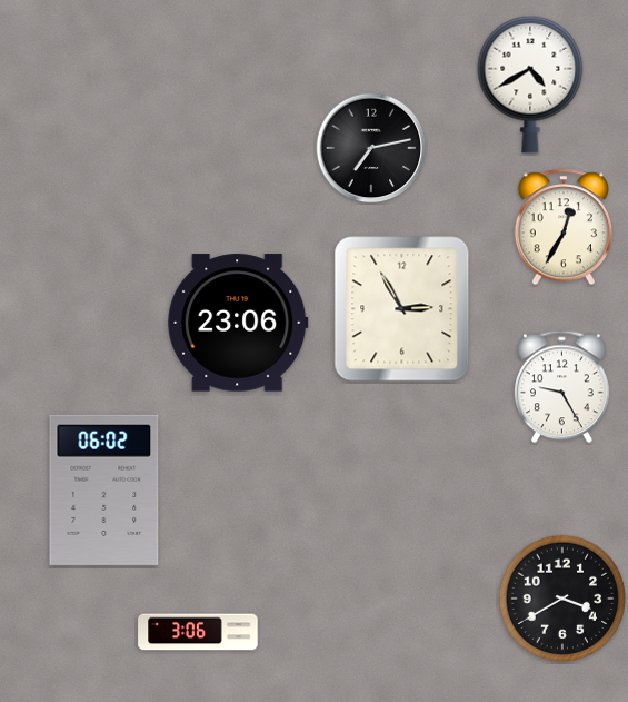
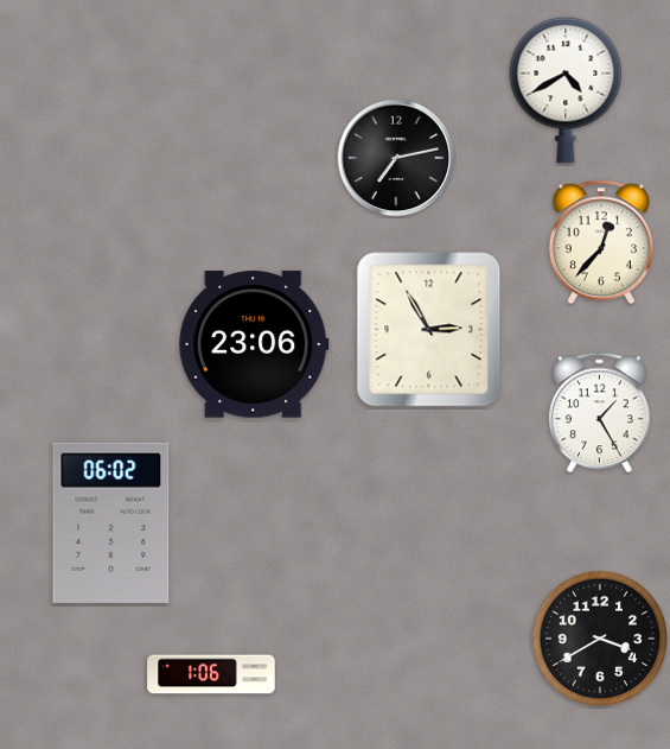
clock at (564, 227): 12:35 -> 12:37
clock at (562, 387): 9:25 -> 1:25
clock at (198, 632): 3:06 -> 1:06
